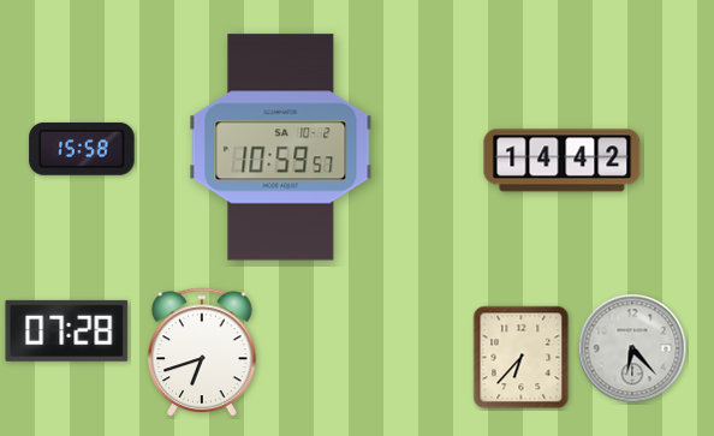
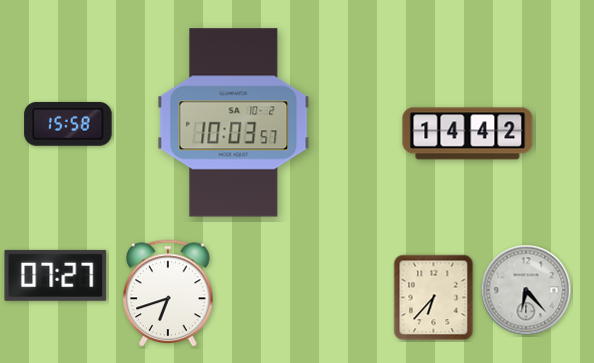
clock at (281, 148): 10:59 -> 10:03
clock at (67, 330): 07:28 -> 07:27
